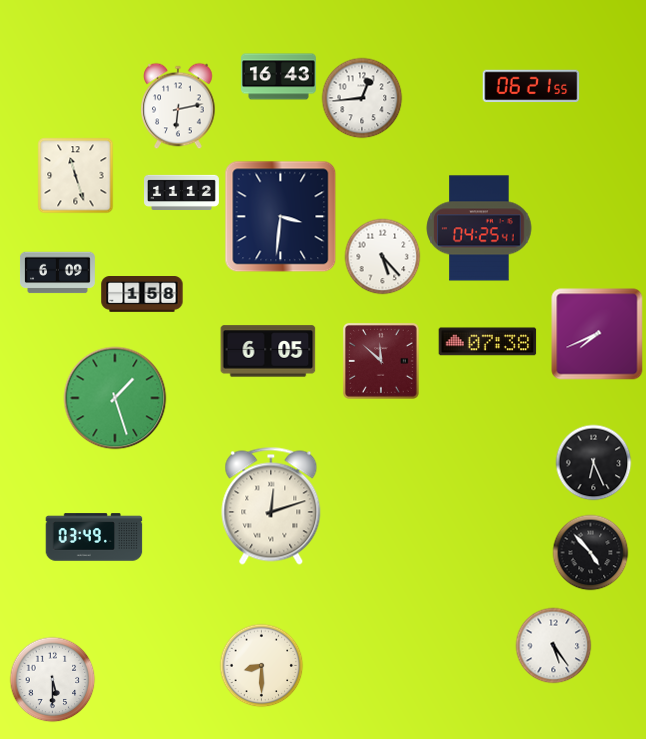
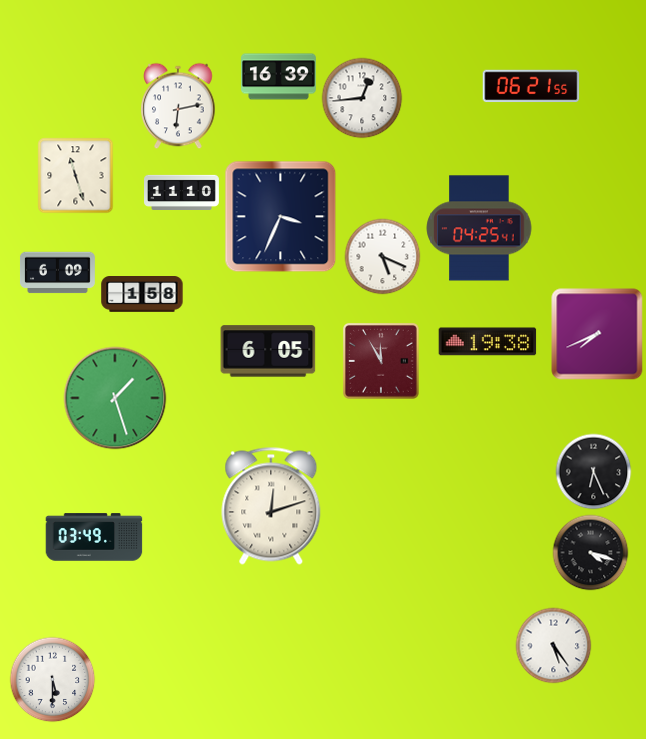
clock at (279, 77): 16:43 -> 16:39
clock at (182, 192): 11:12 -> 11:10
clock at (281, 217): 3:31 -> 3:34
clock at (383, 257): 5:23 -> 5:19
clock at (488, 342): 07:38 -> 19:38
clock at (381, 361): 11:52 -> 11:55
clock at (594, 463) position: (594, 463) -> (594, 472)
clock at (591, 553): 4:53 -> 4:18
clock at (262, 666): 8:30 -> none
